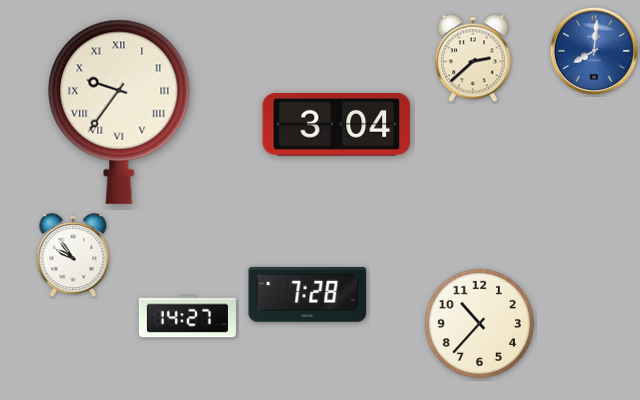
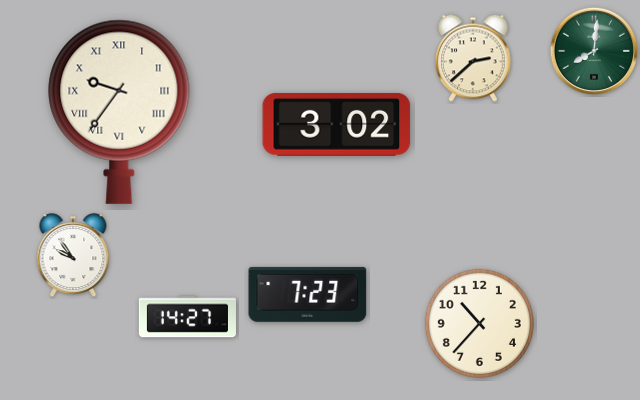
clock at (593, 50) dial: blue -> green
clock at (337, 124): 3:04 -> 3:02
clock at (308, 294): 7:28 -> 7:23
